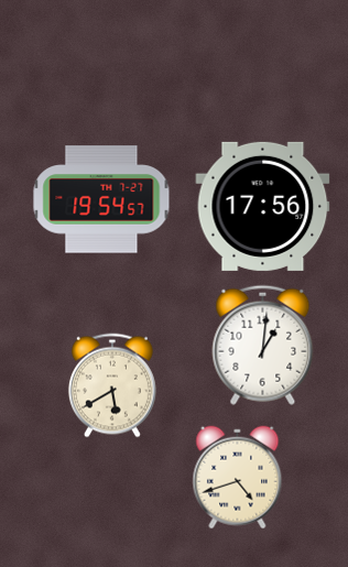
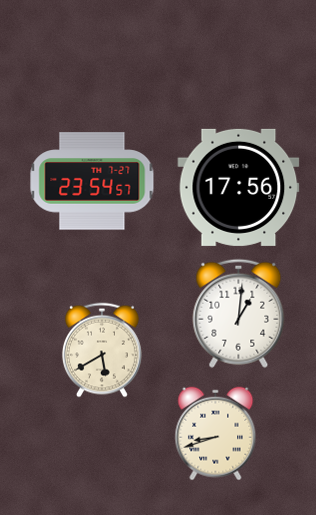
clock at (101, 199): 19:54 -> 23:54
clock at (238, 478): 4:42 -> 8:42
